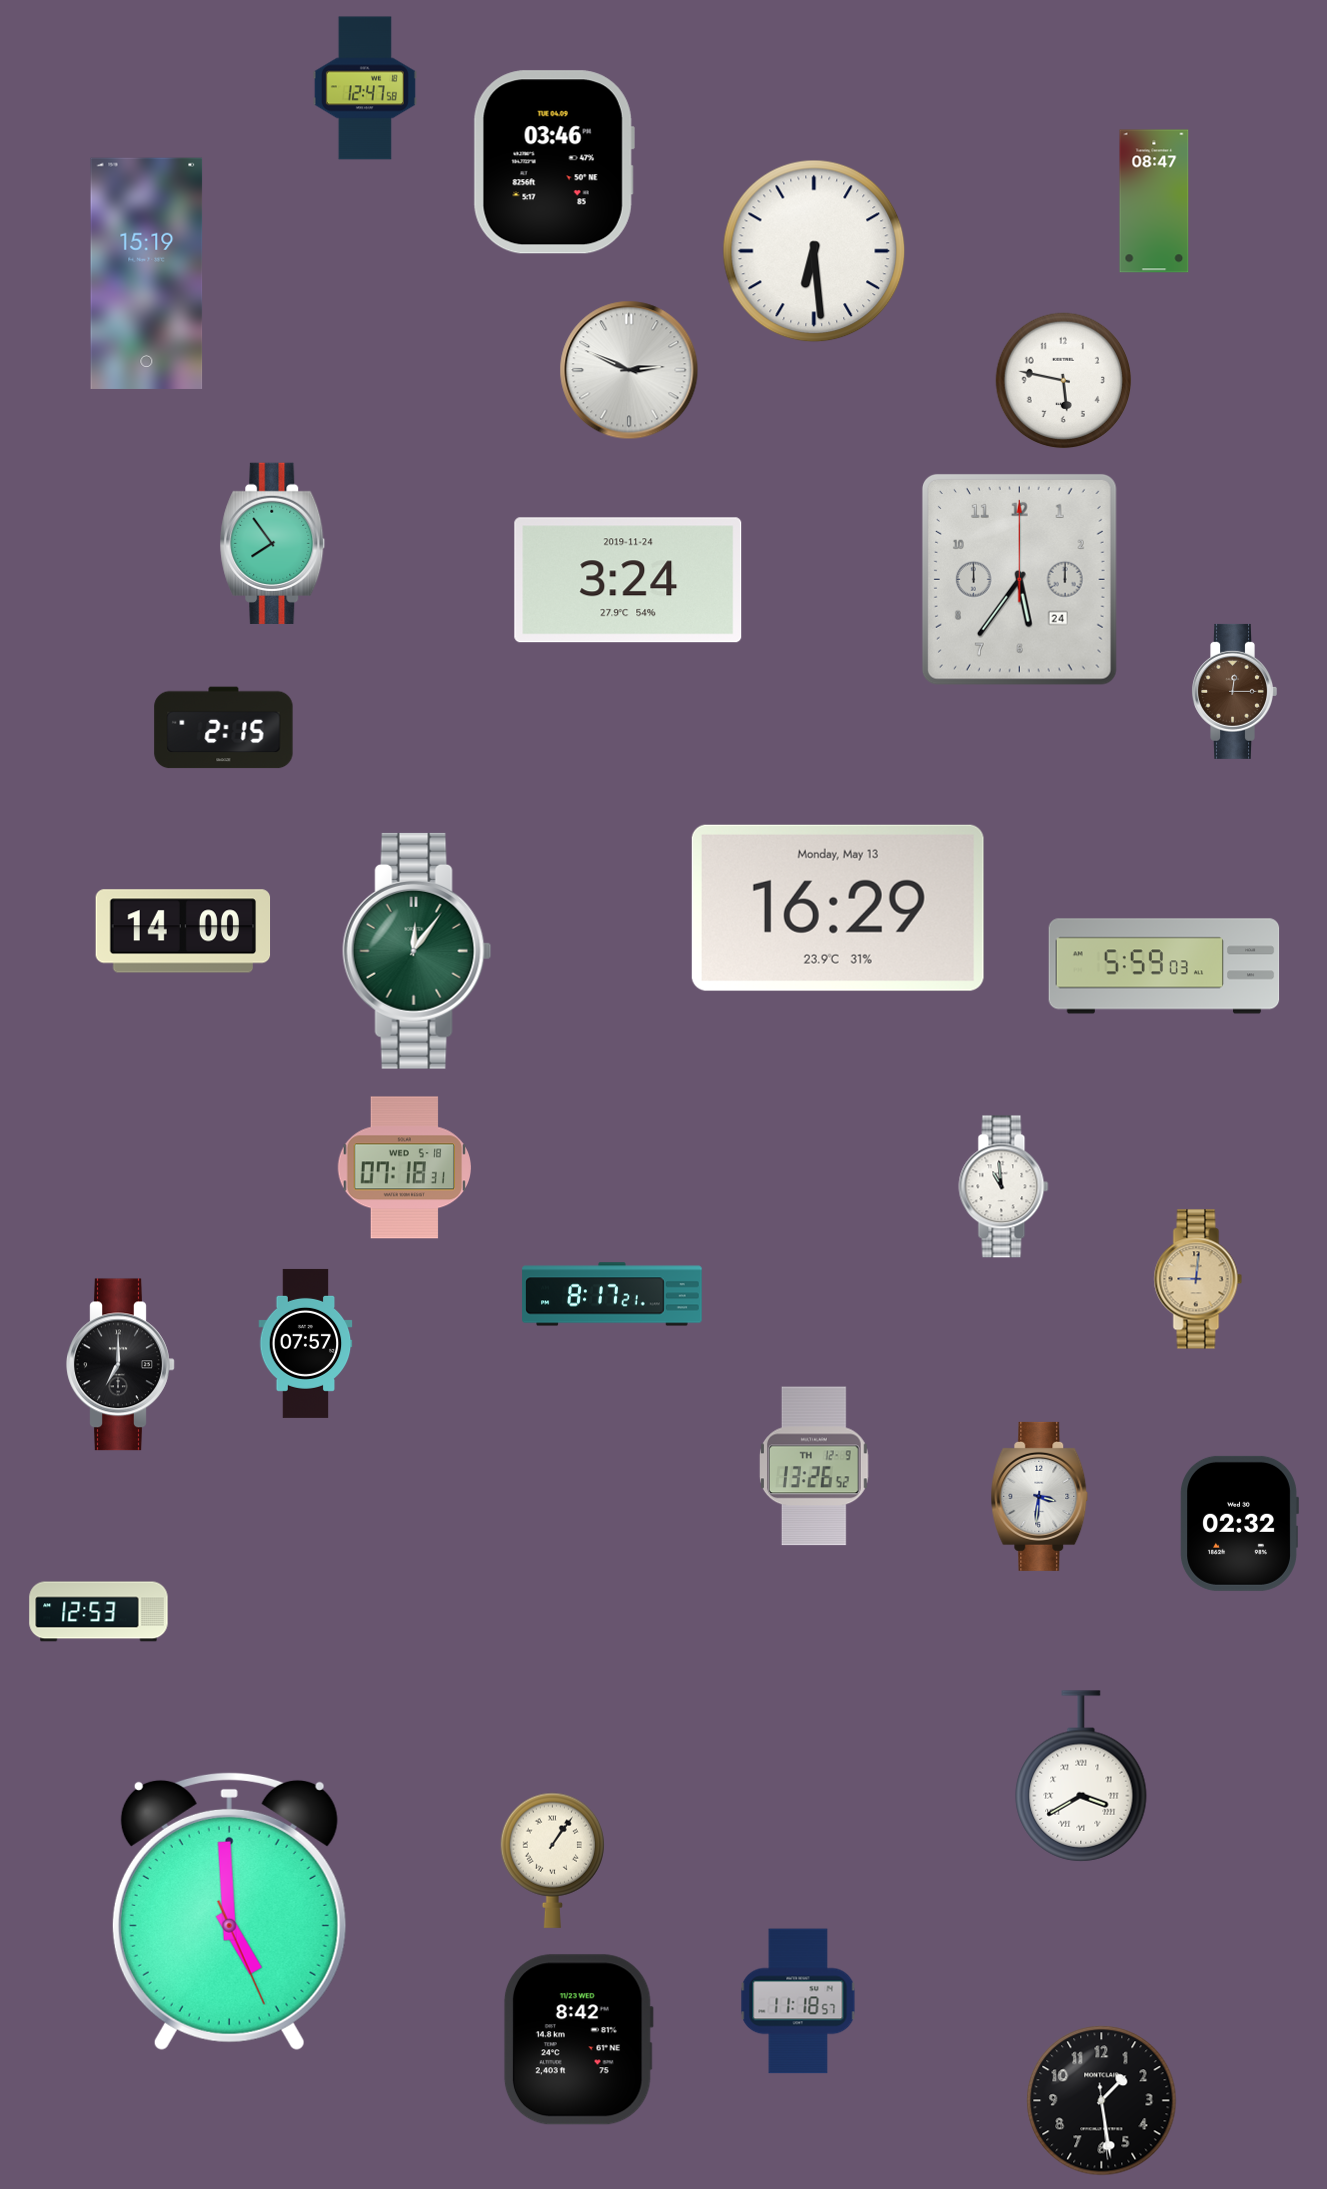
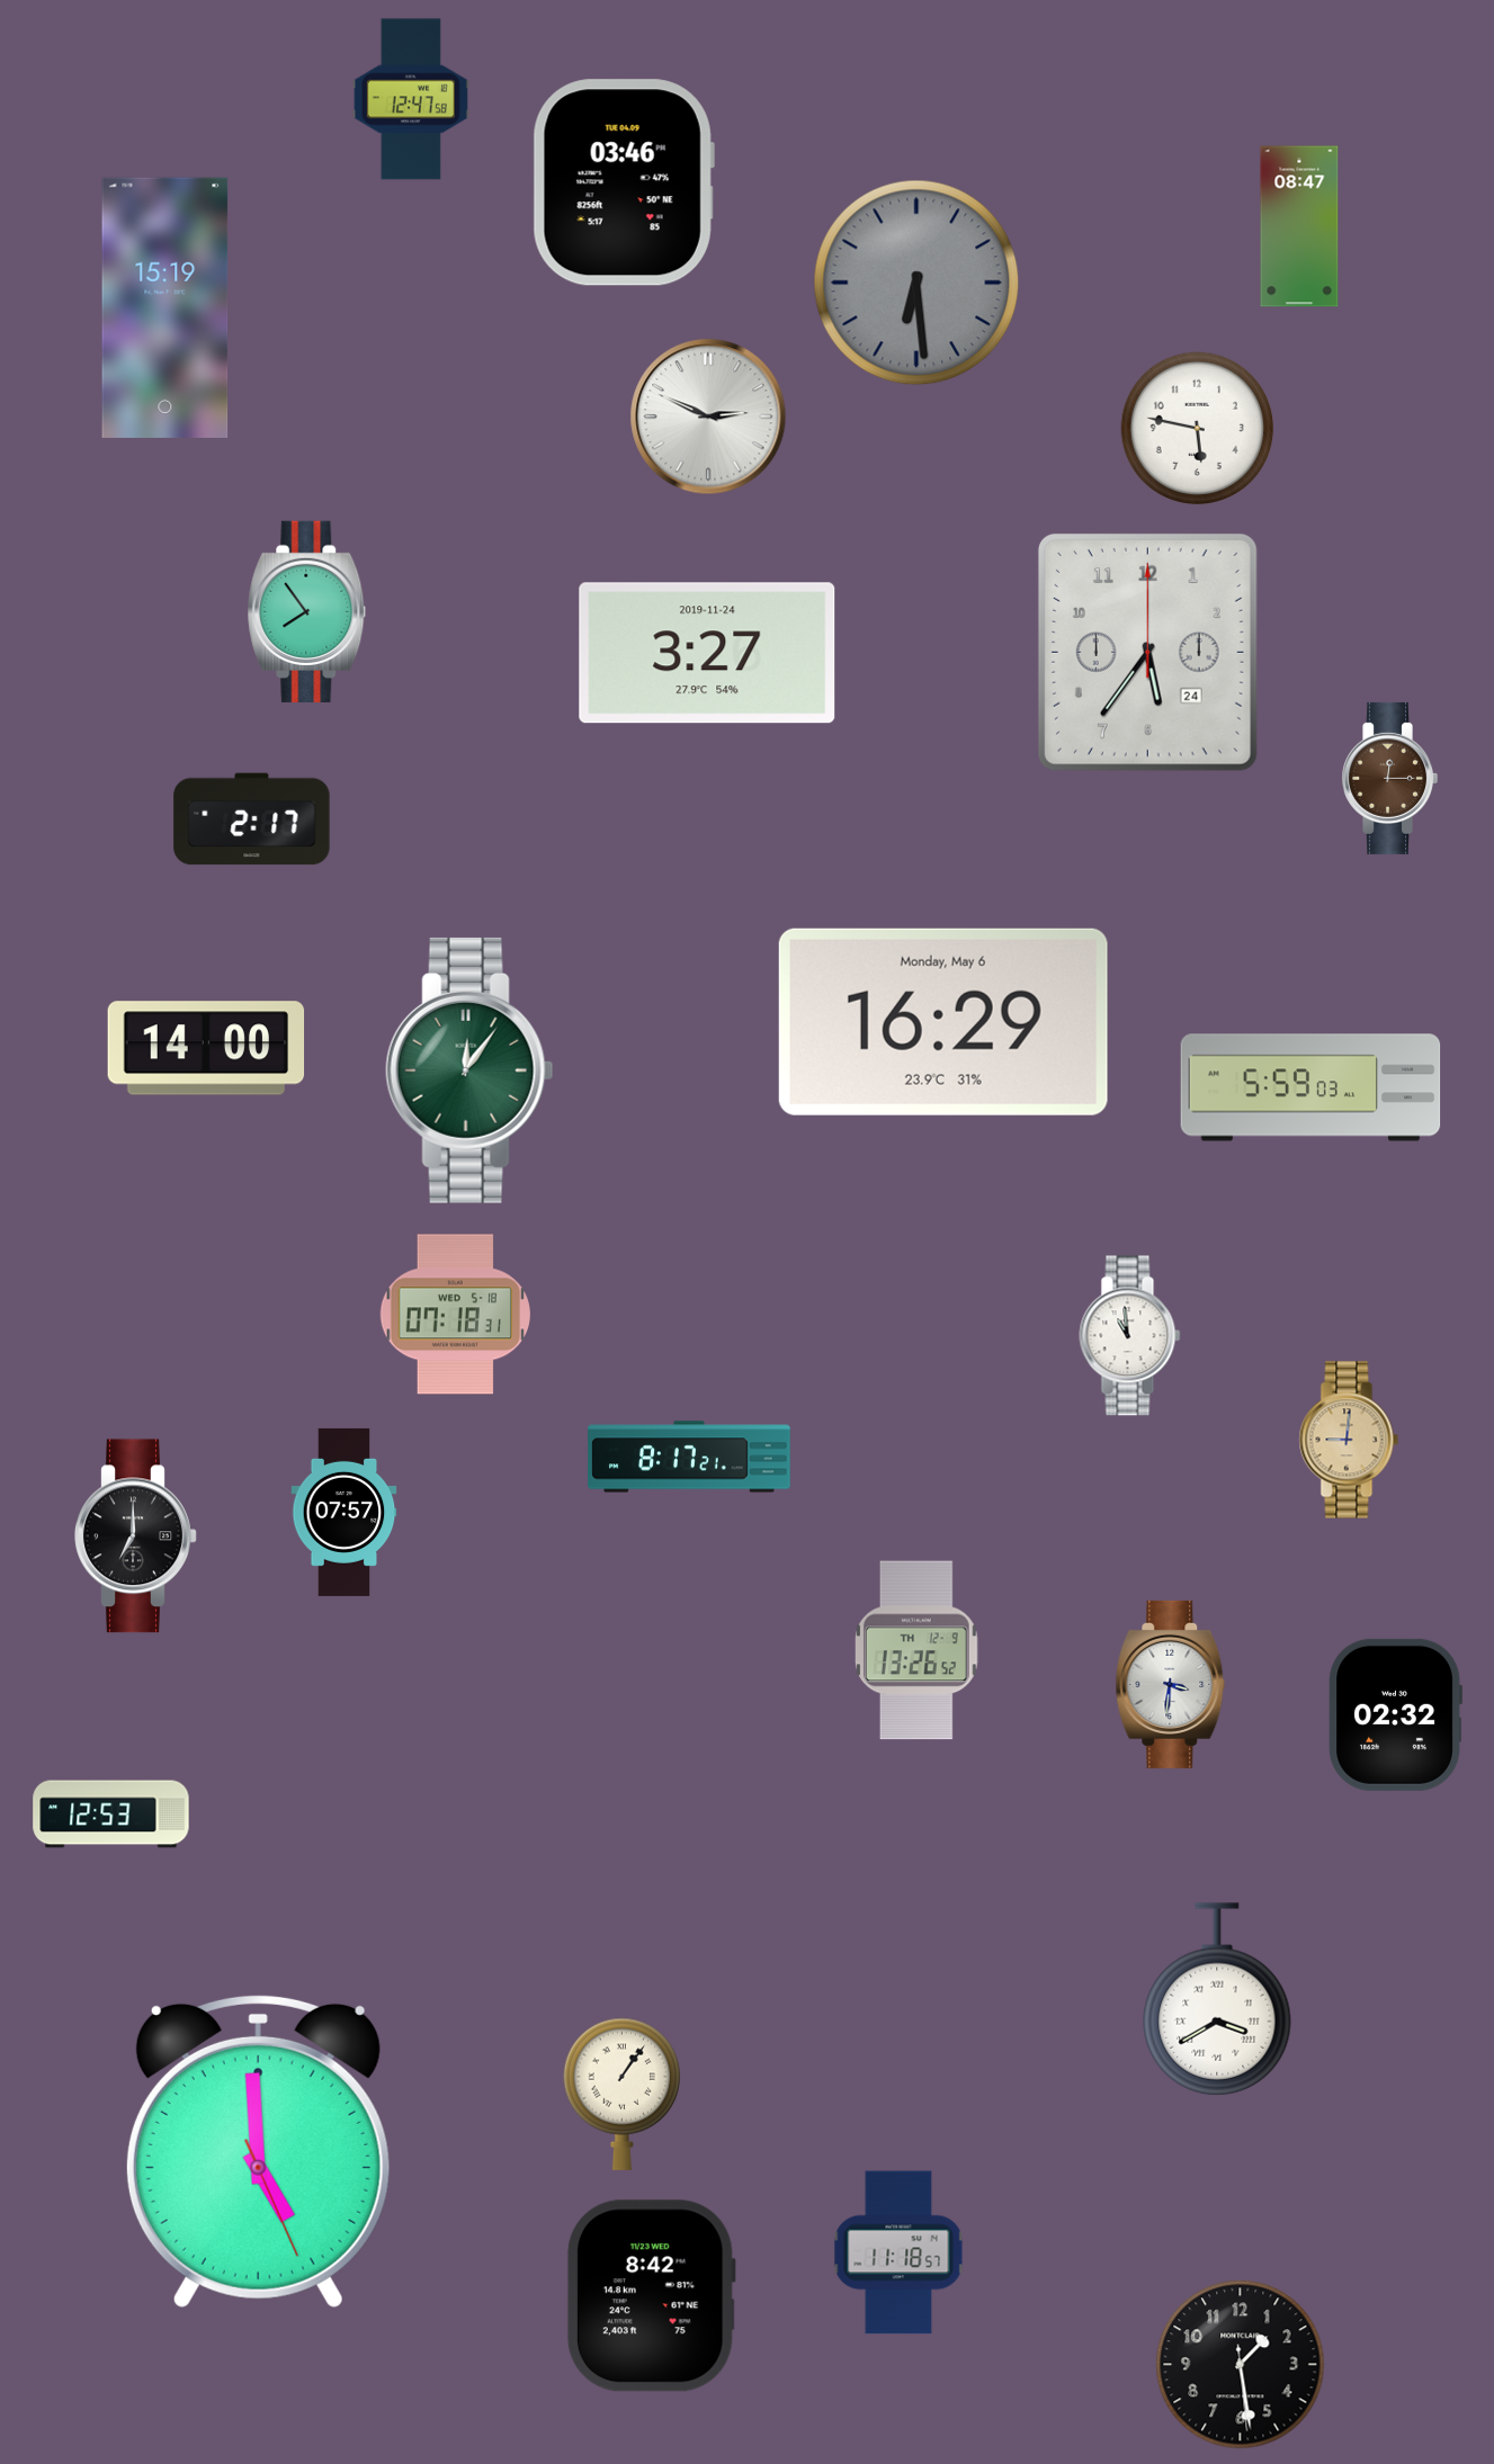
clock at (814, 251) dial: white -> grey
clock at (628, 580): 3:24 -> 3:27
clock at (224, 728): 2:15 -> 2:17
clock at (838, 908) date: Monday, May 13 -> Monday, May 6
